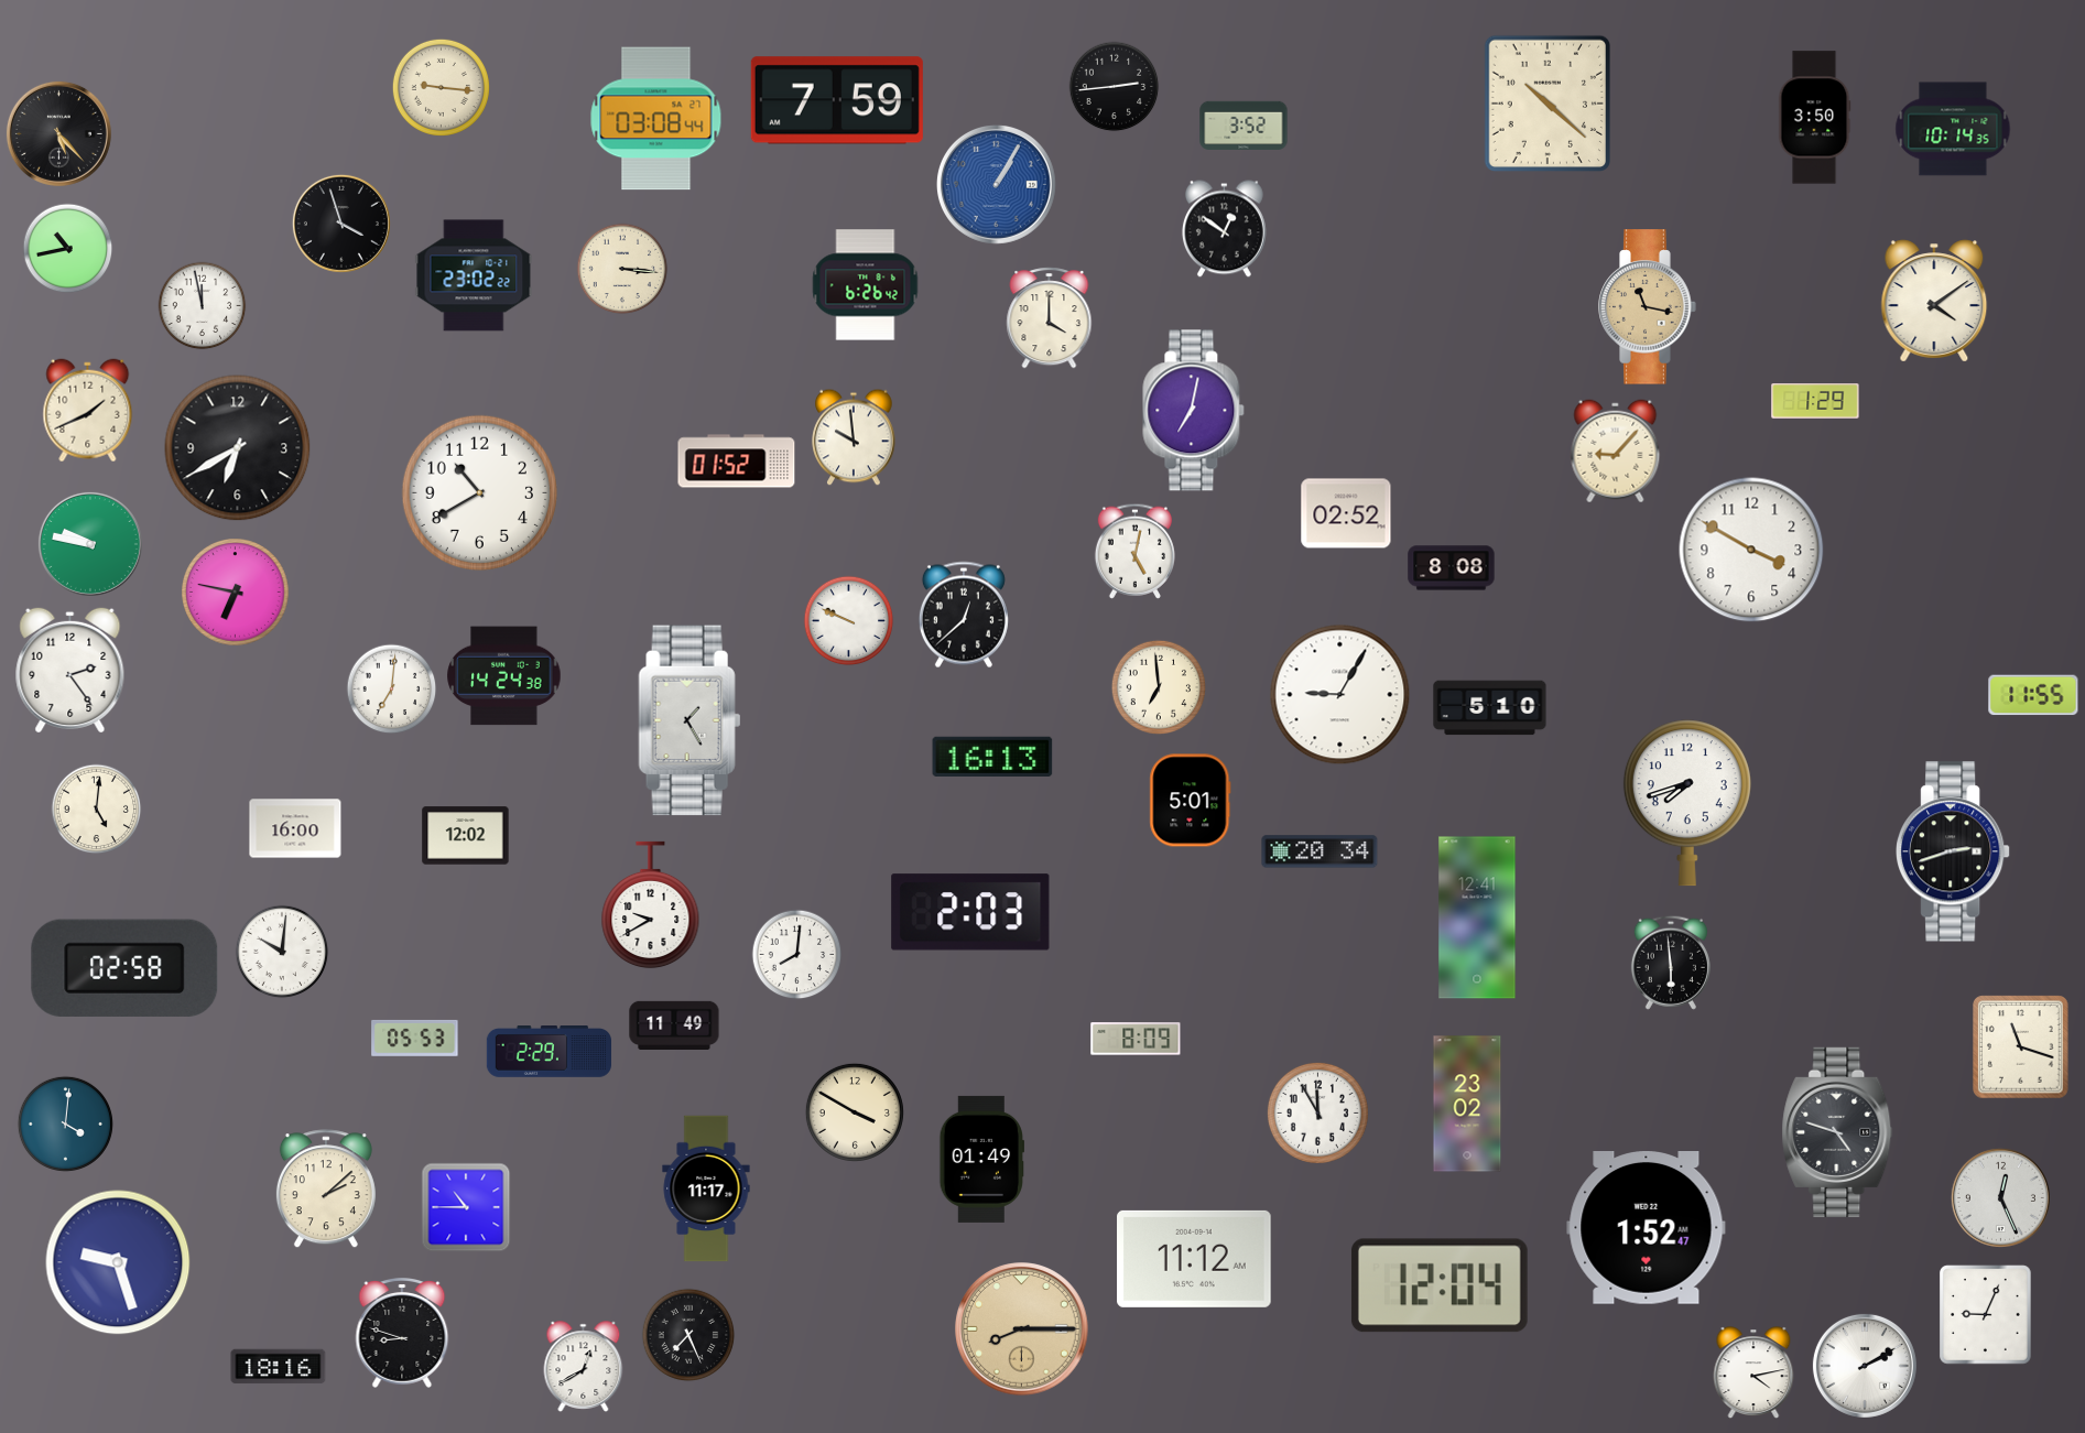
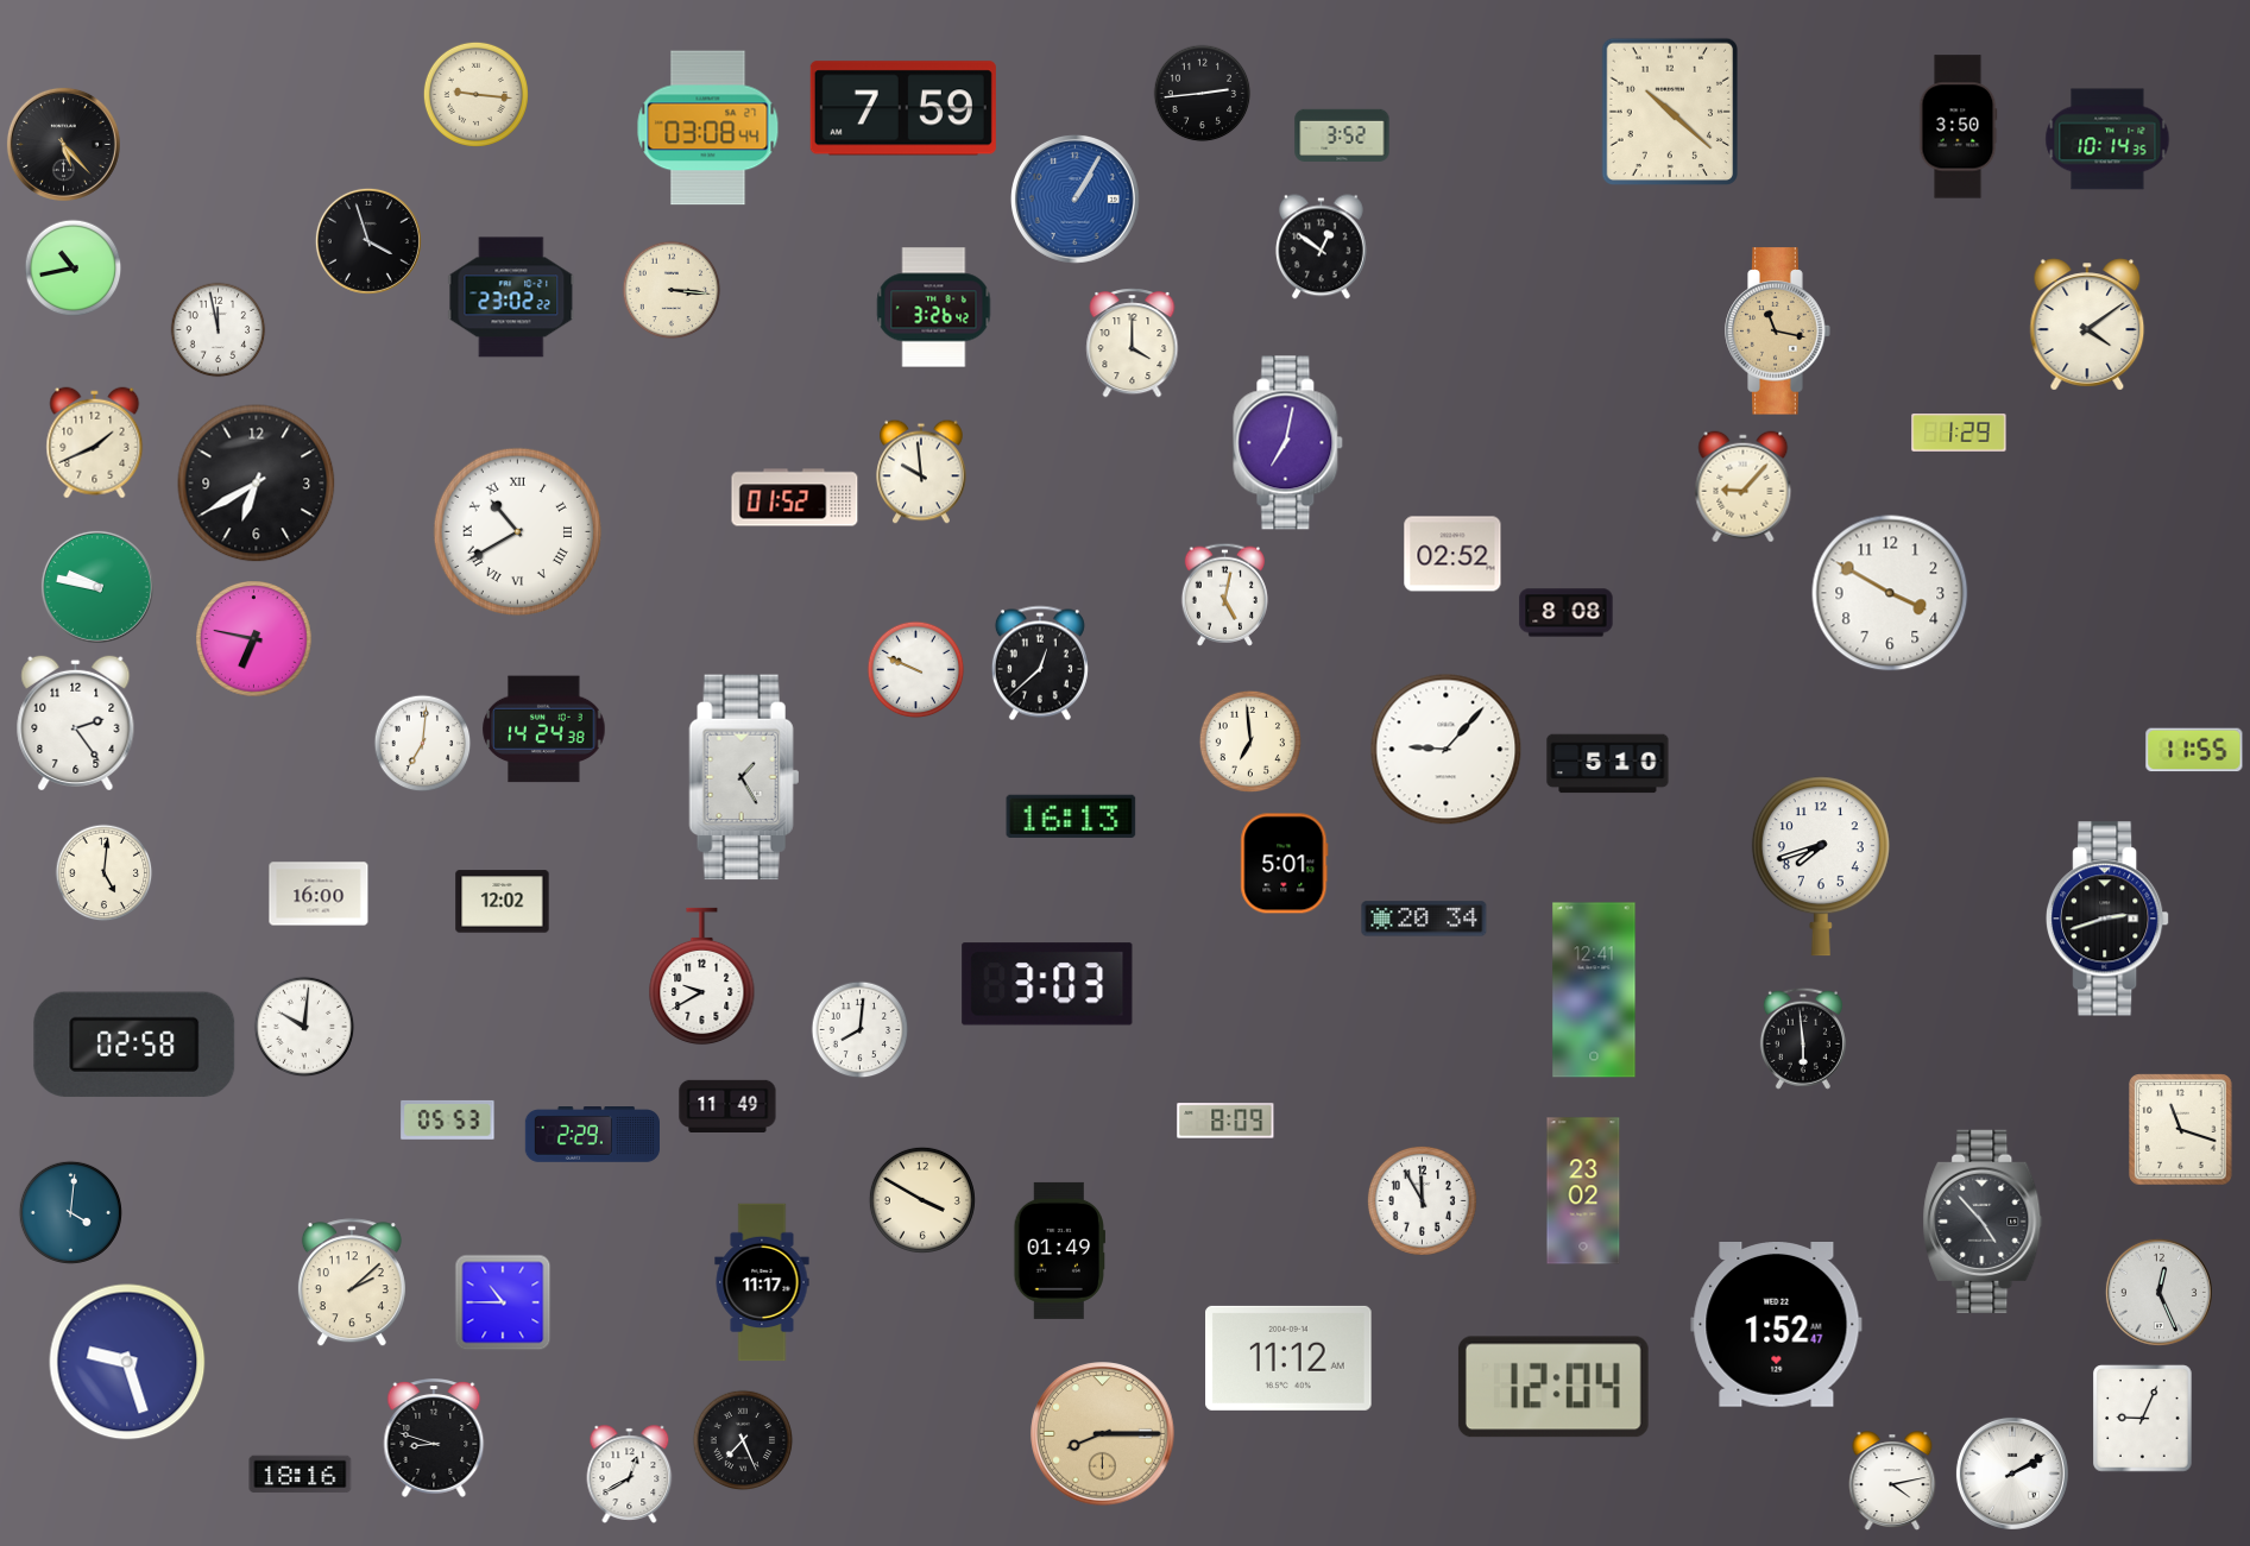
clock at (866, 285): 6:26 -> 3:26
clock at (479, 492) numerals: Arabic -> Roman
clock at (1340, 695): 9:05 -> 9:07
clock at (970, 912): 2:03 -> 3:03
clock at (1837, 1132): 4:48 -> 4:53
